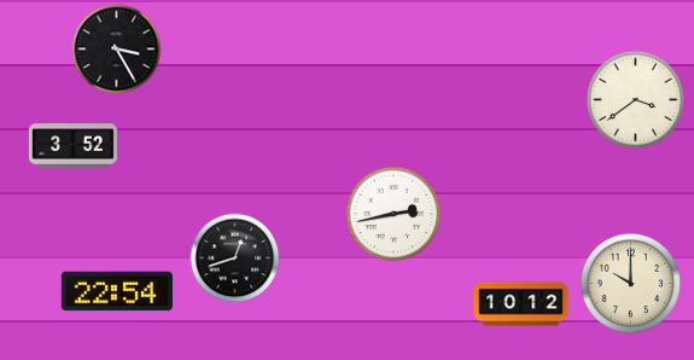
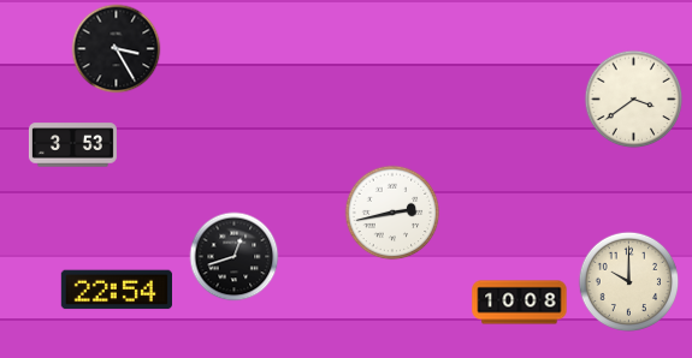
clock at (72, 146): 3:52 -> 3:53
clock at (521, 304): 10:12 -> 10:08
